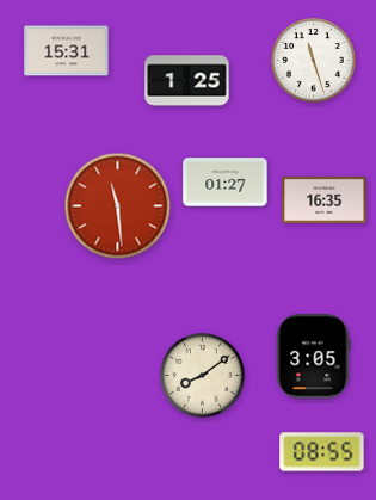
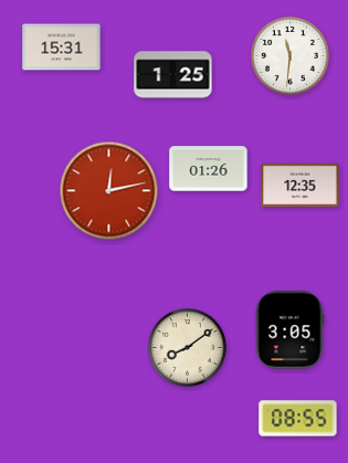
clock at (314, 61): 11:27 -> 11:31
clock at (226, 183): 01:27 -> 01:26
clock at (325, 199): 16:35 -> 12:35
clock at (118, 206): 11:29 -> 12:13
